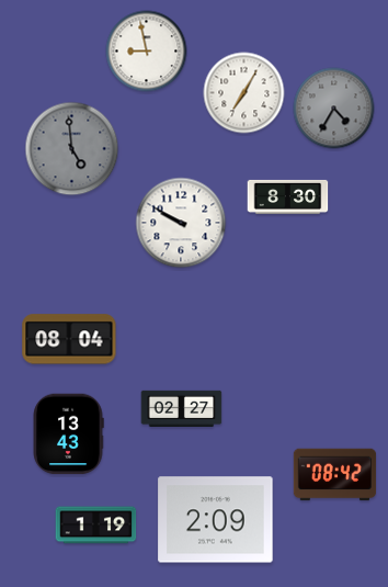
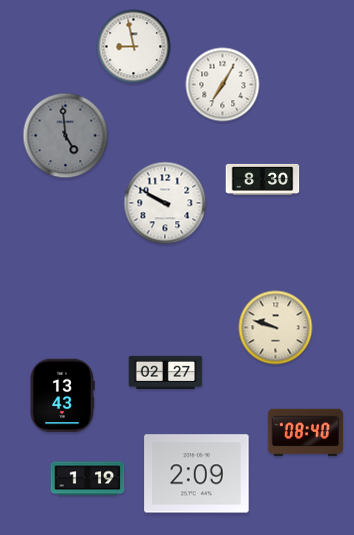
clock at (334, 109): 4:35 -> none
clock at (69, 339): 08:04 -> none
clock at (276, 328): none -> 9:48
clock at (335, 475): 08:42 -> 08:40
